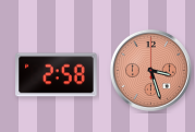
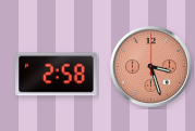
clock at (150, 70) position: (150, 70) -> (150, 66)
